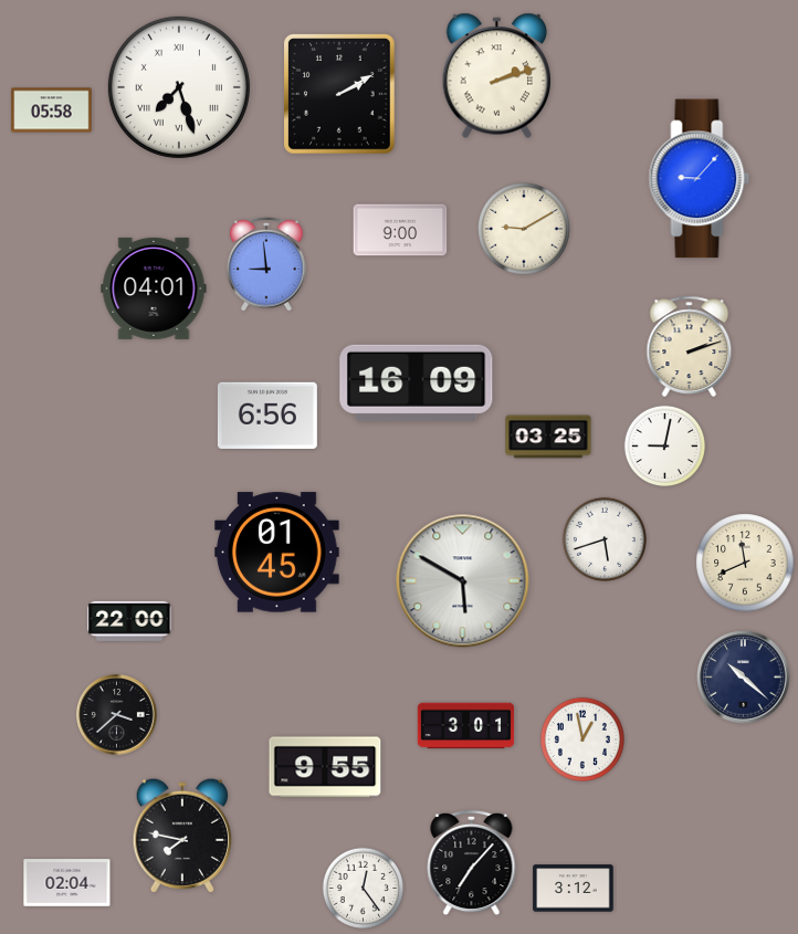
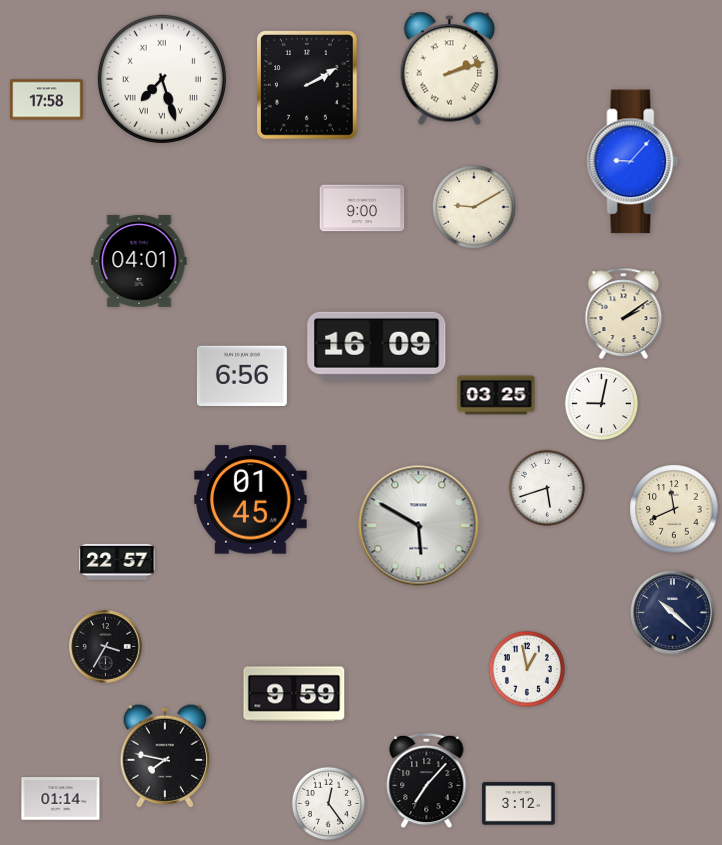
clock at (52, 111): 05:58 -> 17:58
clock at (266, 264): 8:59 -> none
clock at (690, 346): 2:12 -> 2:09
clock at (129, 621): 22:00 -> 22:57
clock at (117, 715): 3:38 -> 3:35
clock at (466, 726): 3:01 -> none
clock at (325, 767): 9:55 -> 9:59
clock at (67, 883): 02:04 -> 01:14
